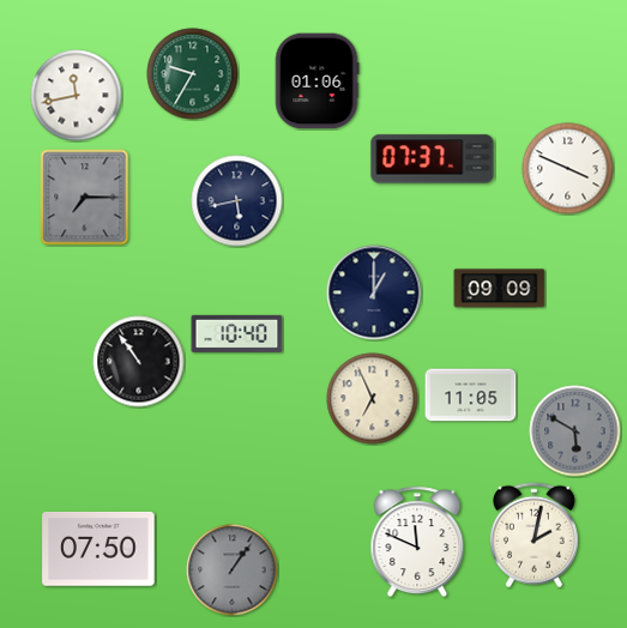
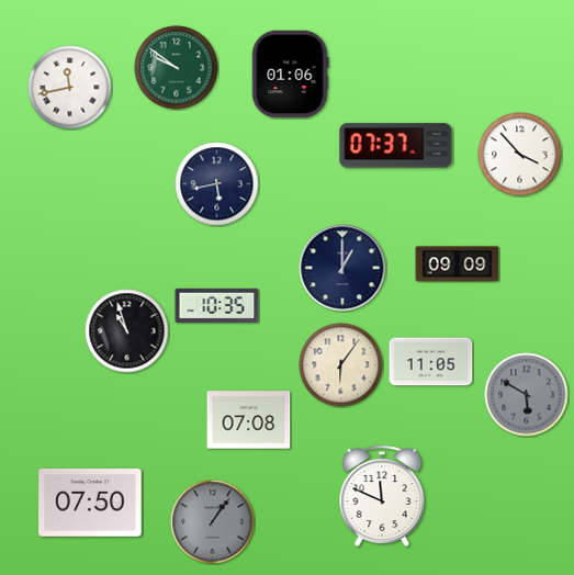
clock at (193, 74): 9:35 -> 9:51
clock at (568, 169): 3:49 -> 3:53
clock at (85, 198): 7:15 -> none
clock at (237, 333): 10:40 -> 10:35
clock at (139, 362): 10:54 -> 10:57
clock at (373, 399): 6:56 -> 6:06
clock at (249, 420): none -> 07:08
clock at (533, 536): 2:02 -> none
